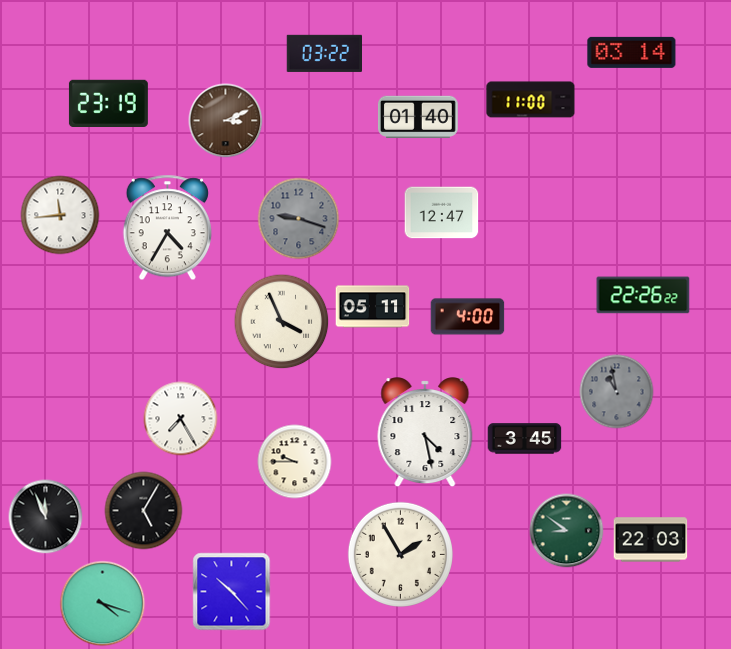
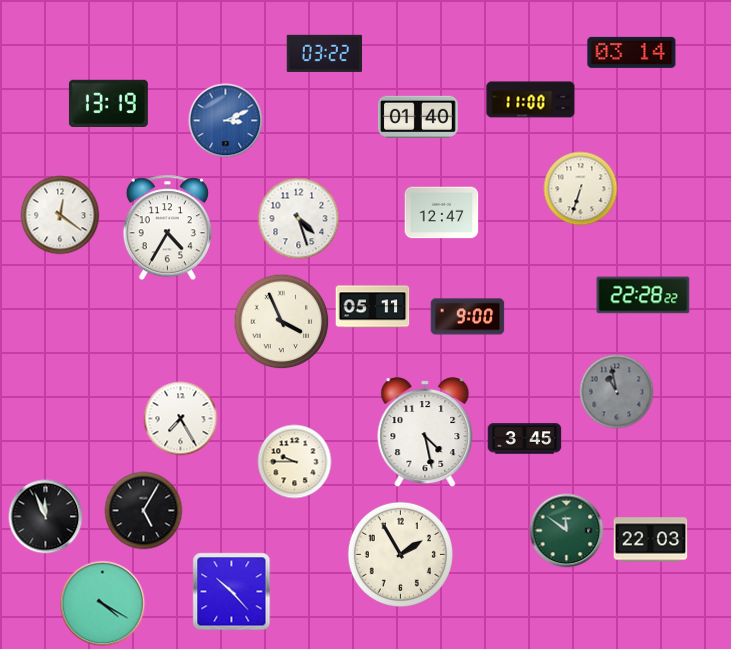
clock at (108, 103): 23:19 -> 13:19
clock at (226, 121) dial: brown -> blue
clock at (581, 189): none -> 6:33
clock at (60, 215): 11:44 -> 12:21
clock at (299, 219): 9:18 -> 4:27
clock at (299, 219) dial: grey -> white
clock at (643, 295): 22:26 -> 22:28
clock at (468, 317): 4:00 -> 9:00
clock at (567, 531): 8:51 -> 11:51
clock at (103, 604): 4:18 -> 4:20
